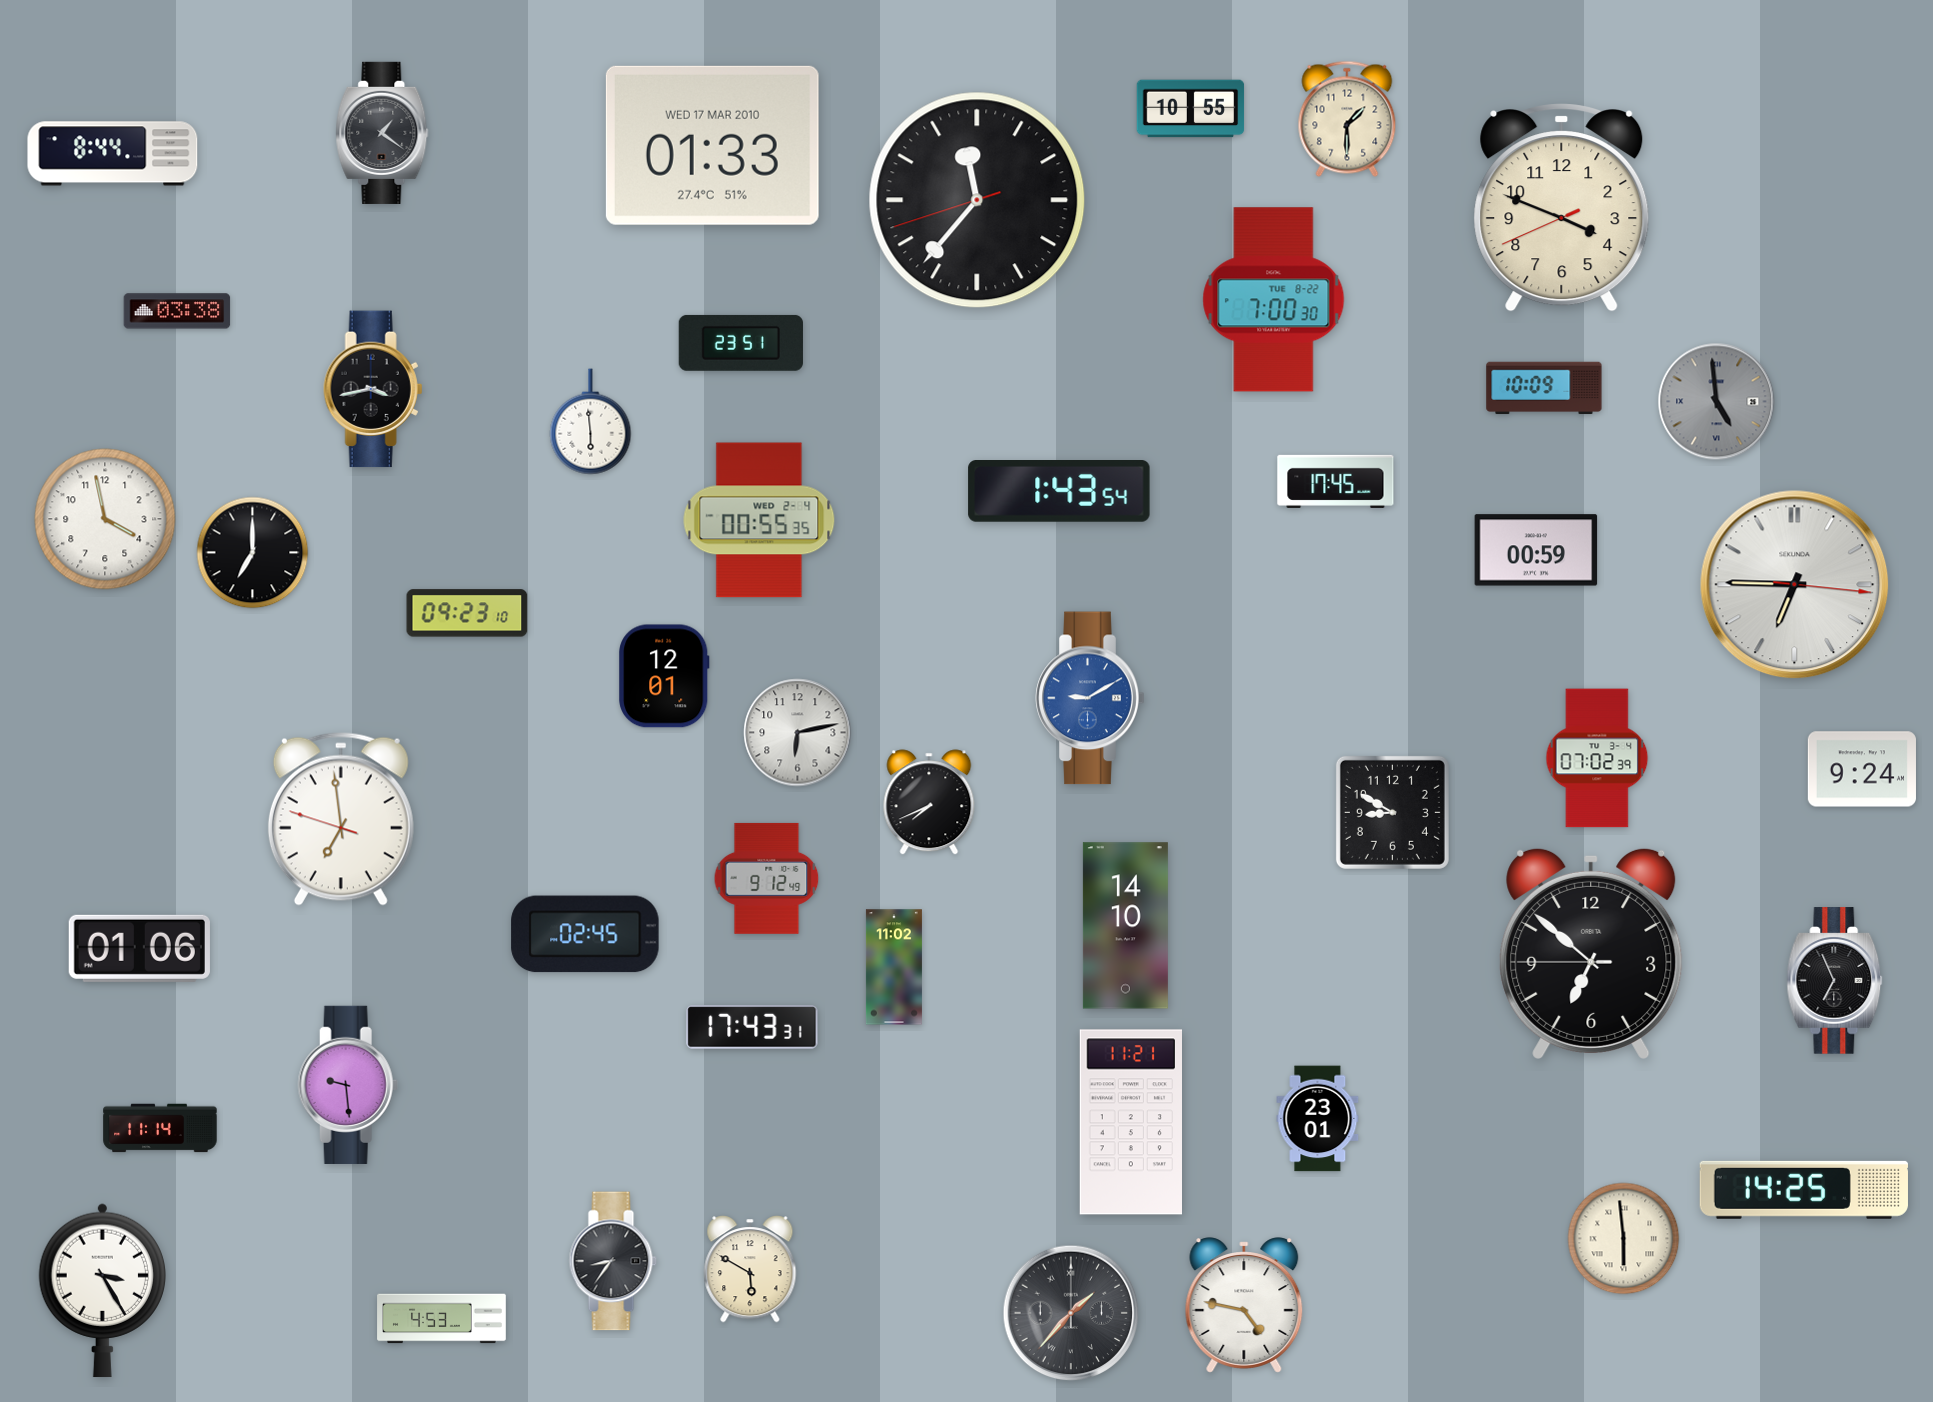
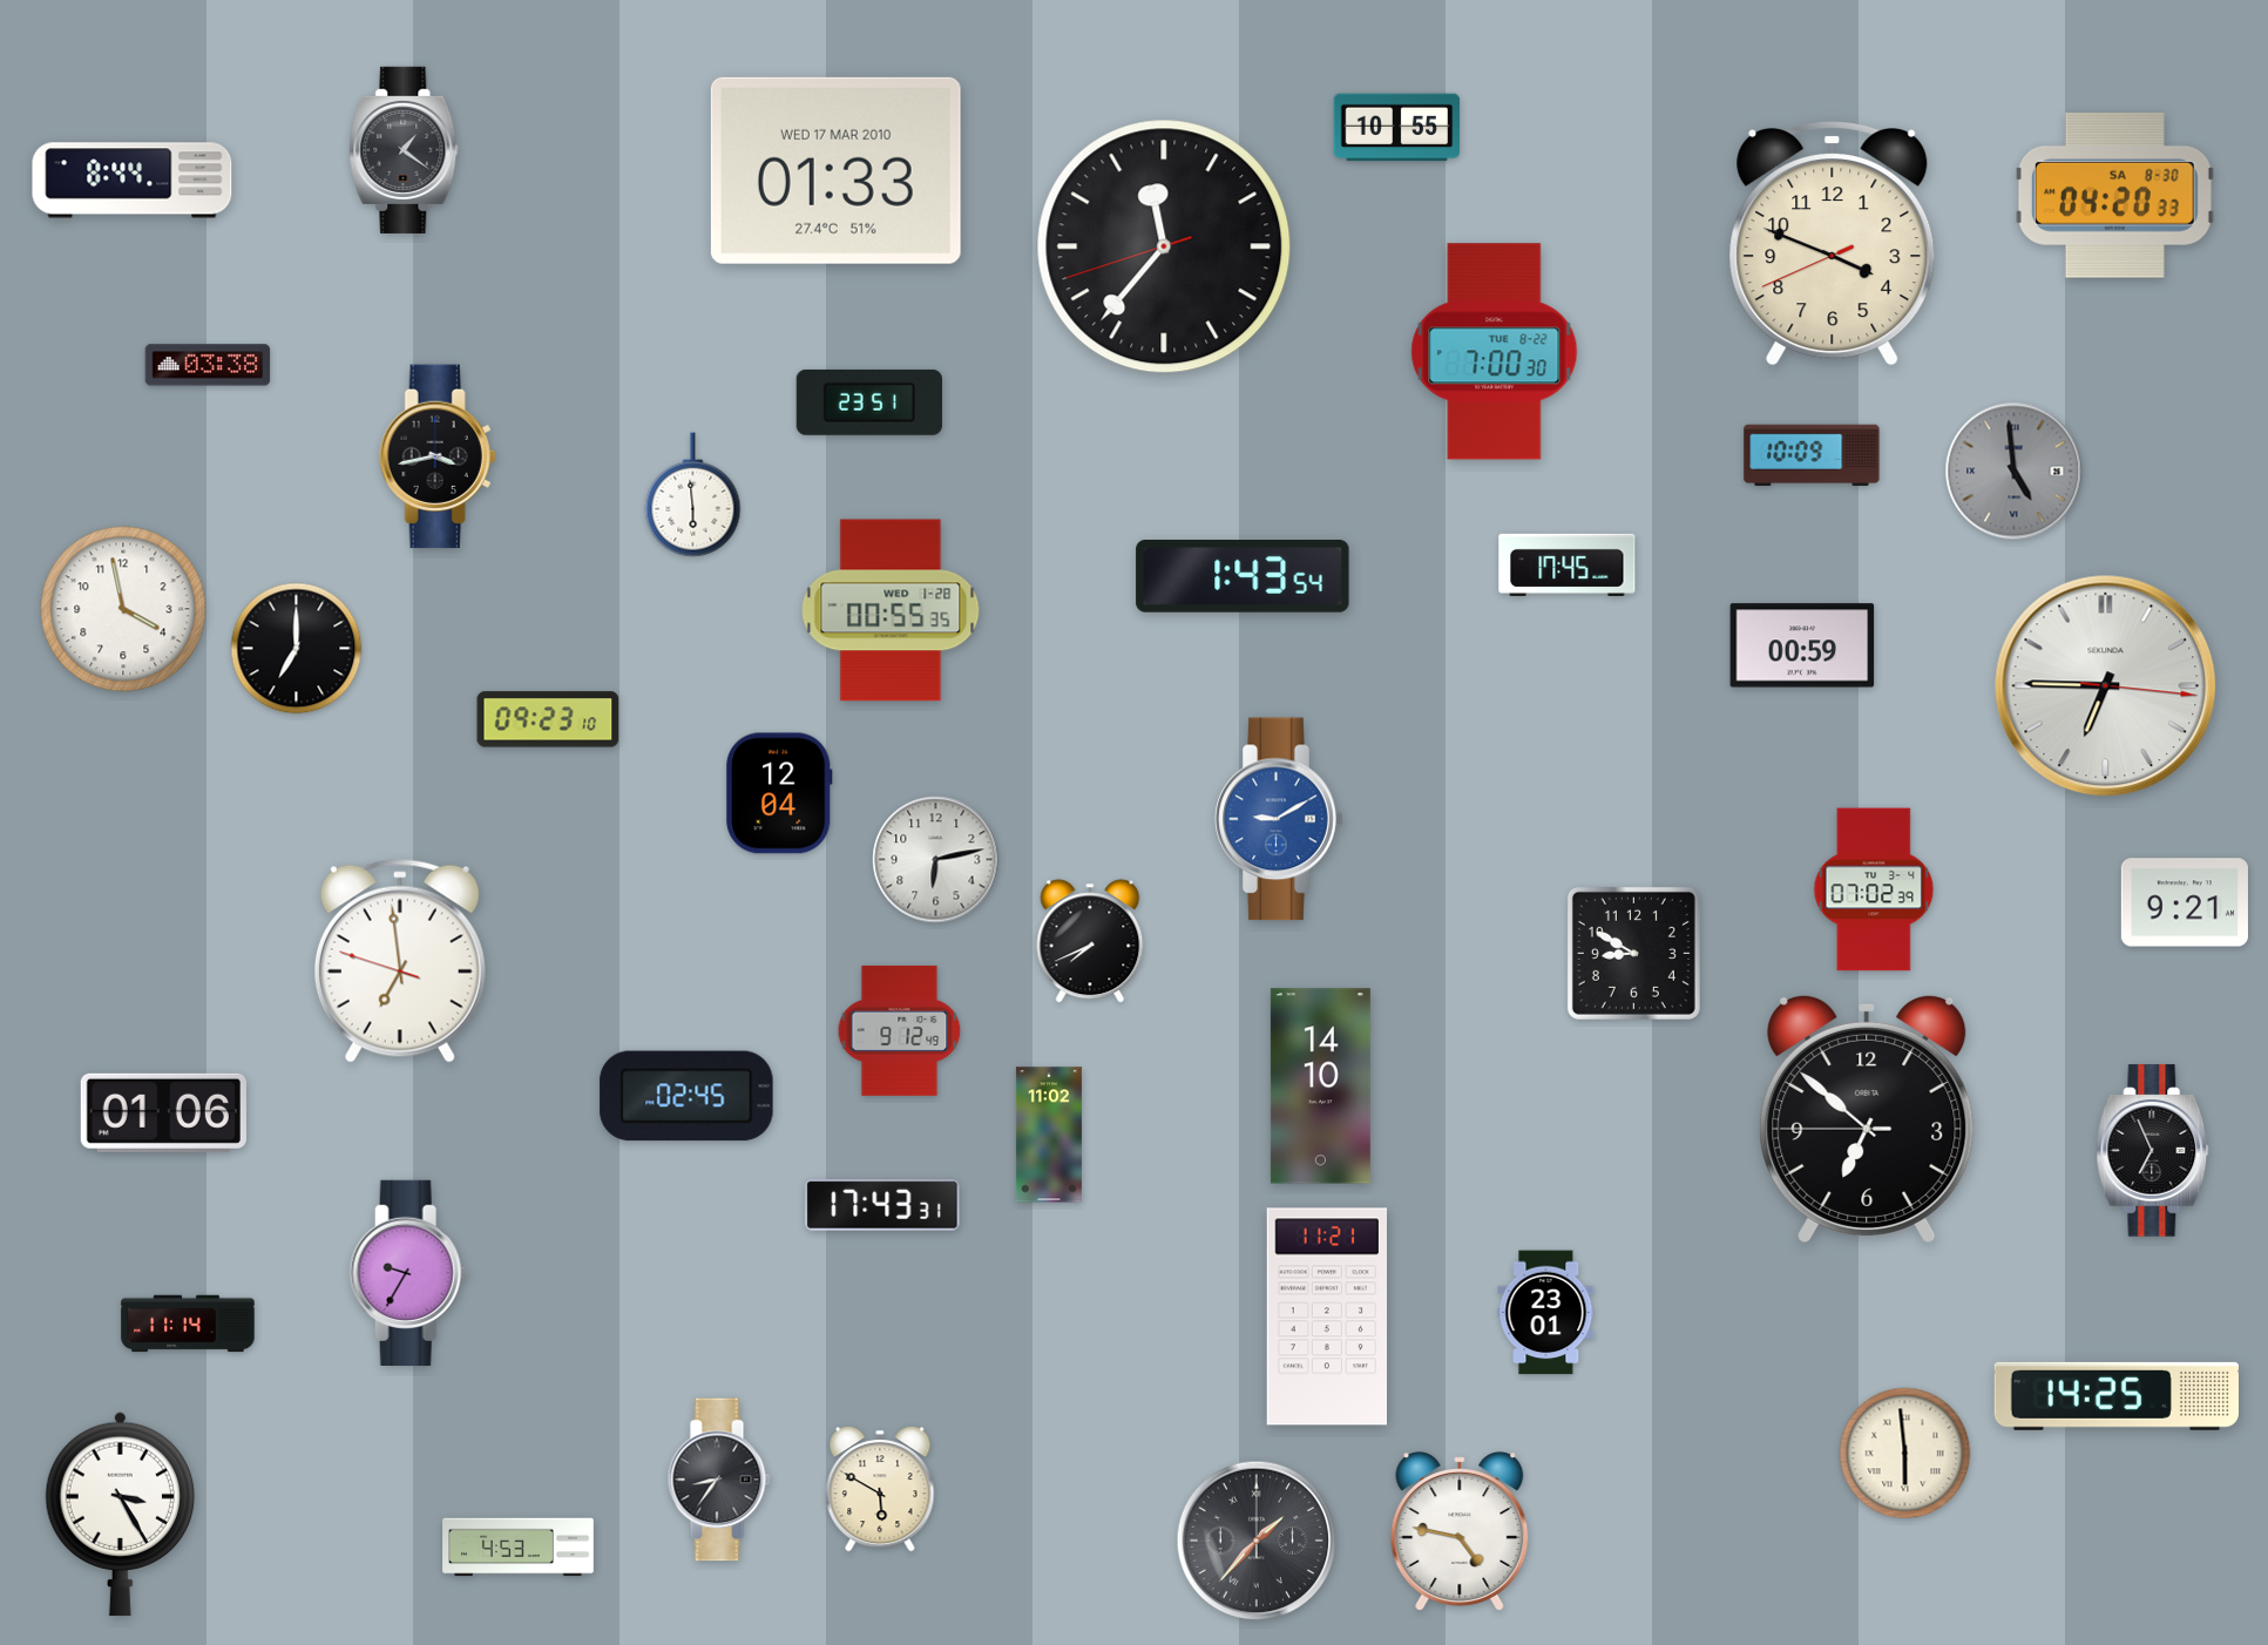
clock at (1347, 119): 1:30 -> none
clock at (382, 133) position: (382, 133) -> (404, 150)
clock at (2114, 195): none -> 04:20
clock at (977, 200) position: (977, 200) -> (1164, 246)
clock at (759, 520) date: WED 2-4 -> WED 1-28
clock at (664, 676): 12:01 -> 12:04
clock at (1862, 769): 9:24 -> 9:21
clock at (348, 1085): 9:29 -> 9:35
